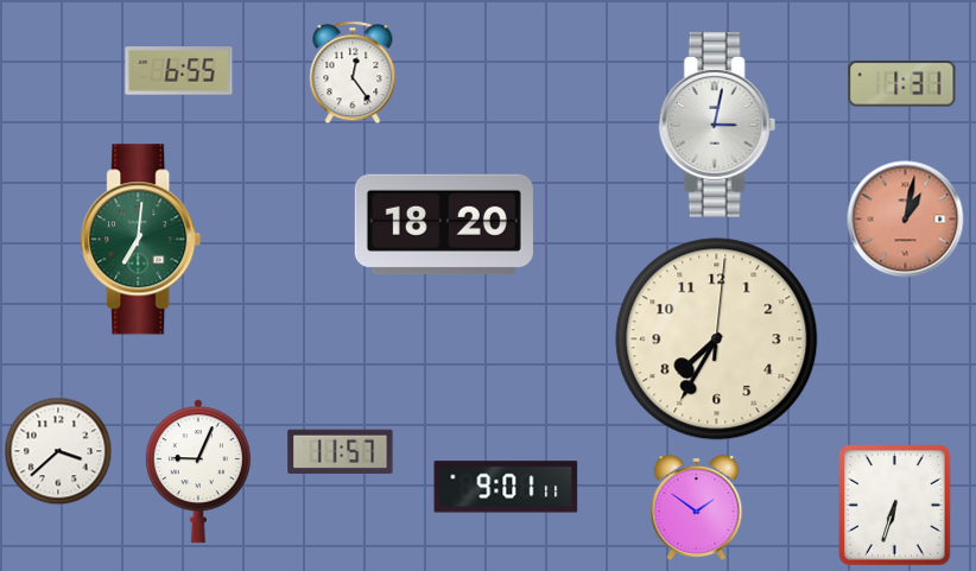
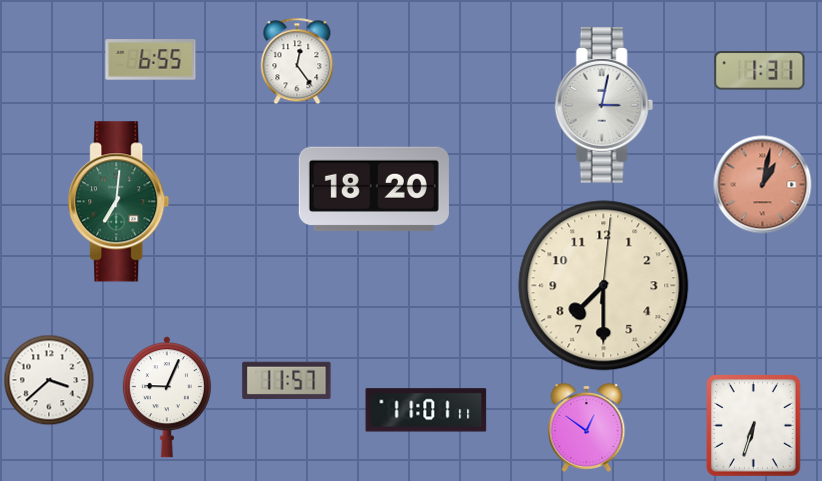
clock at (717, 340): 7:35 -> 7:30
clock at (506, 487): 9:01 -> 11:01
clock at (697, 507): 1:51 -> 12:51
